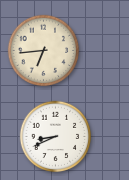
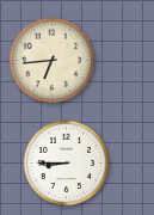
clock at (56, 137): 8:41 -> 8:45
